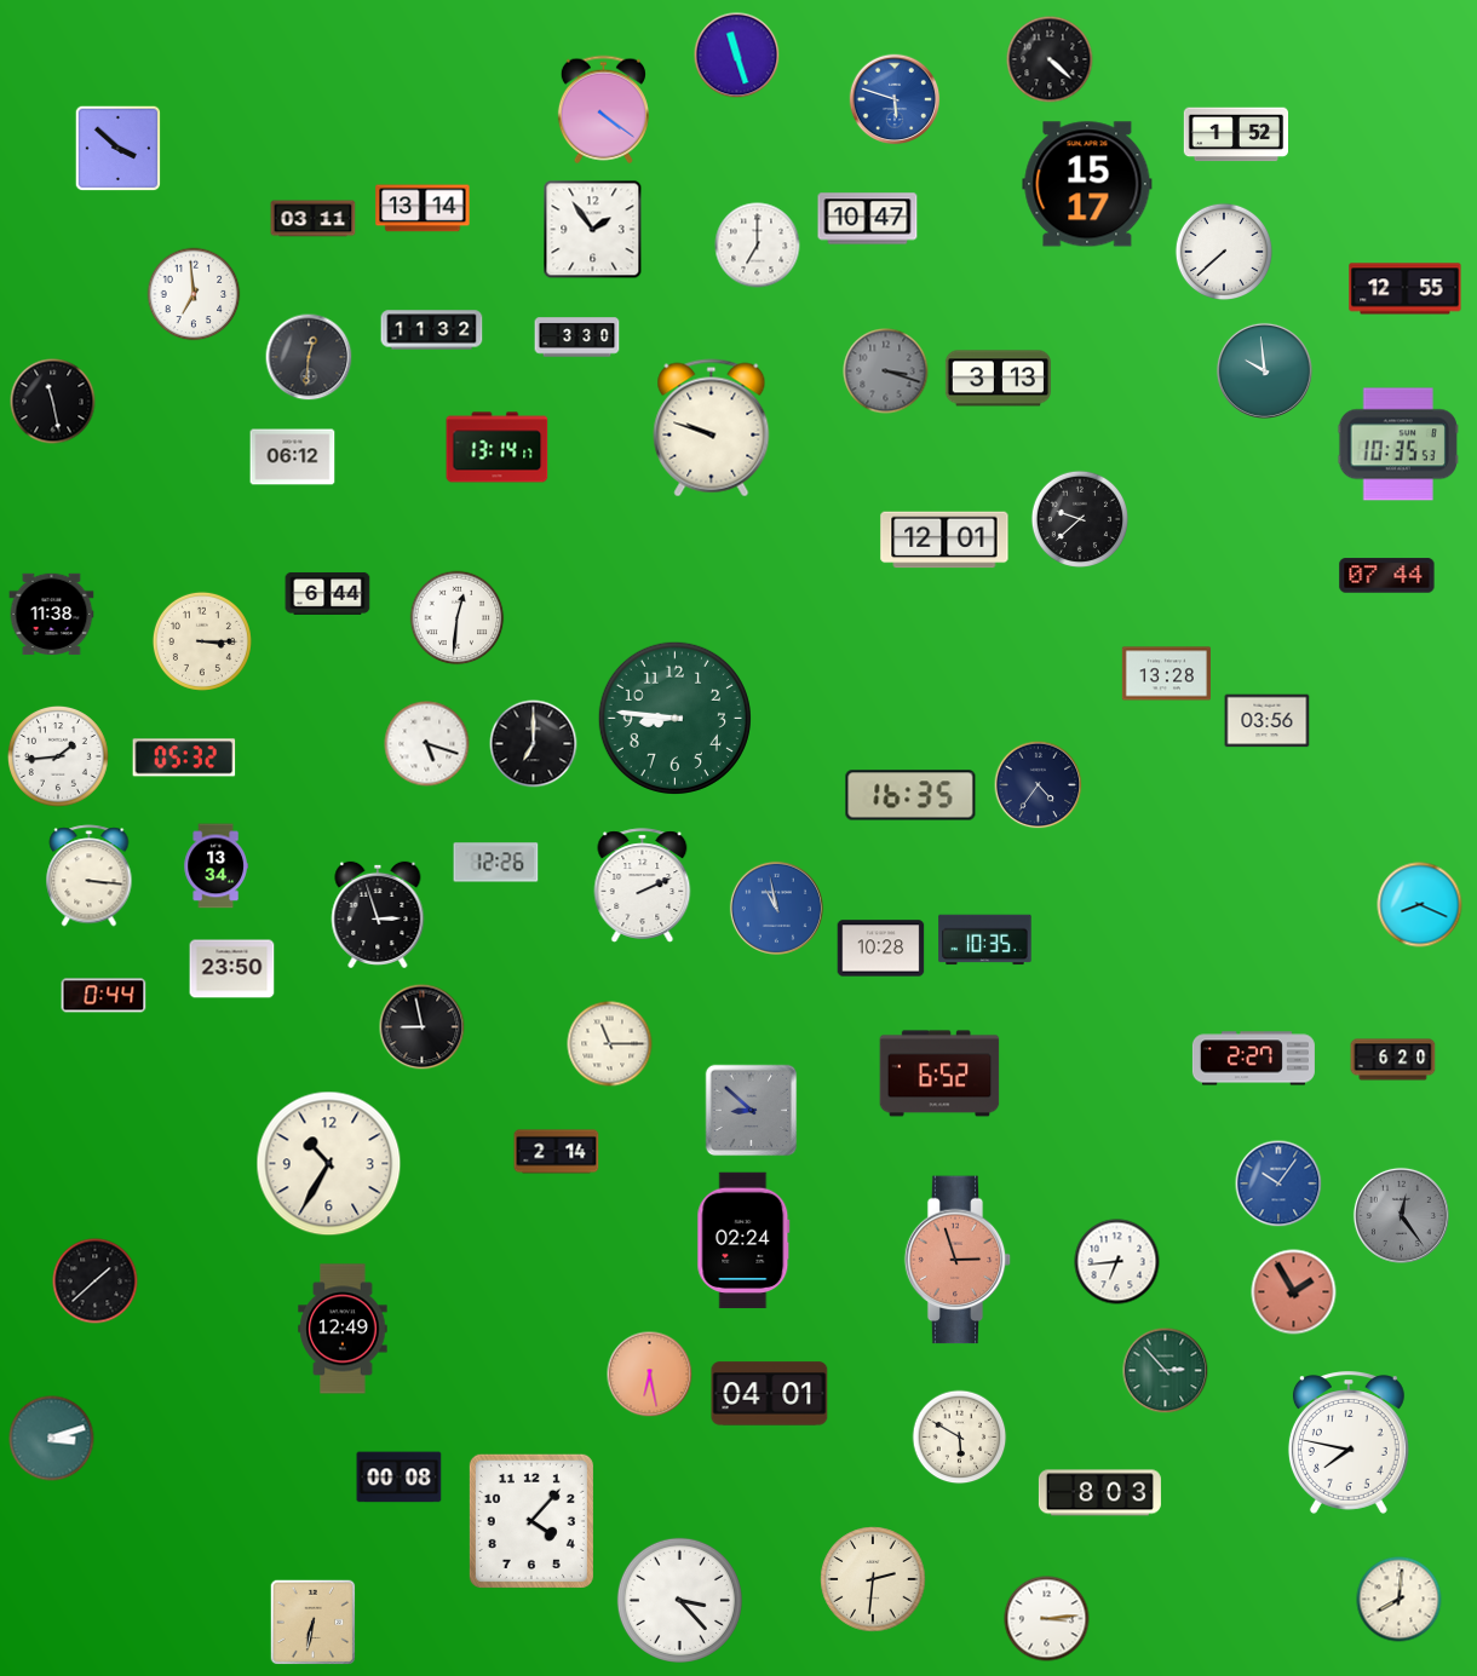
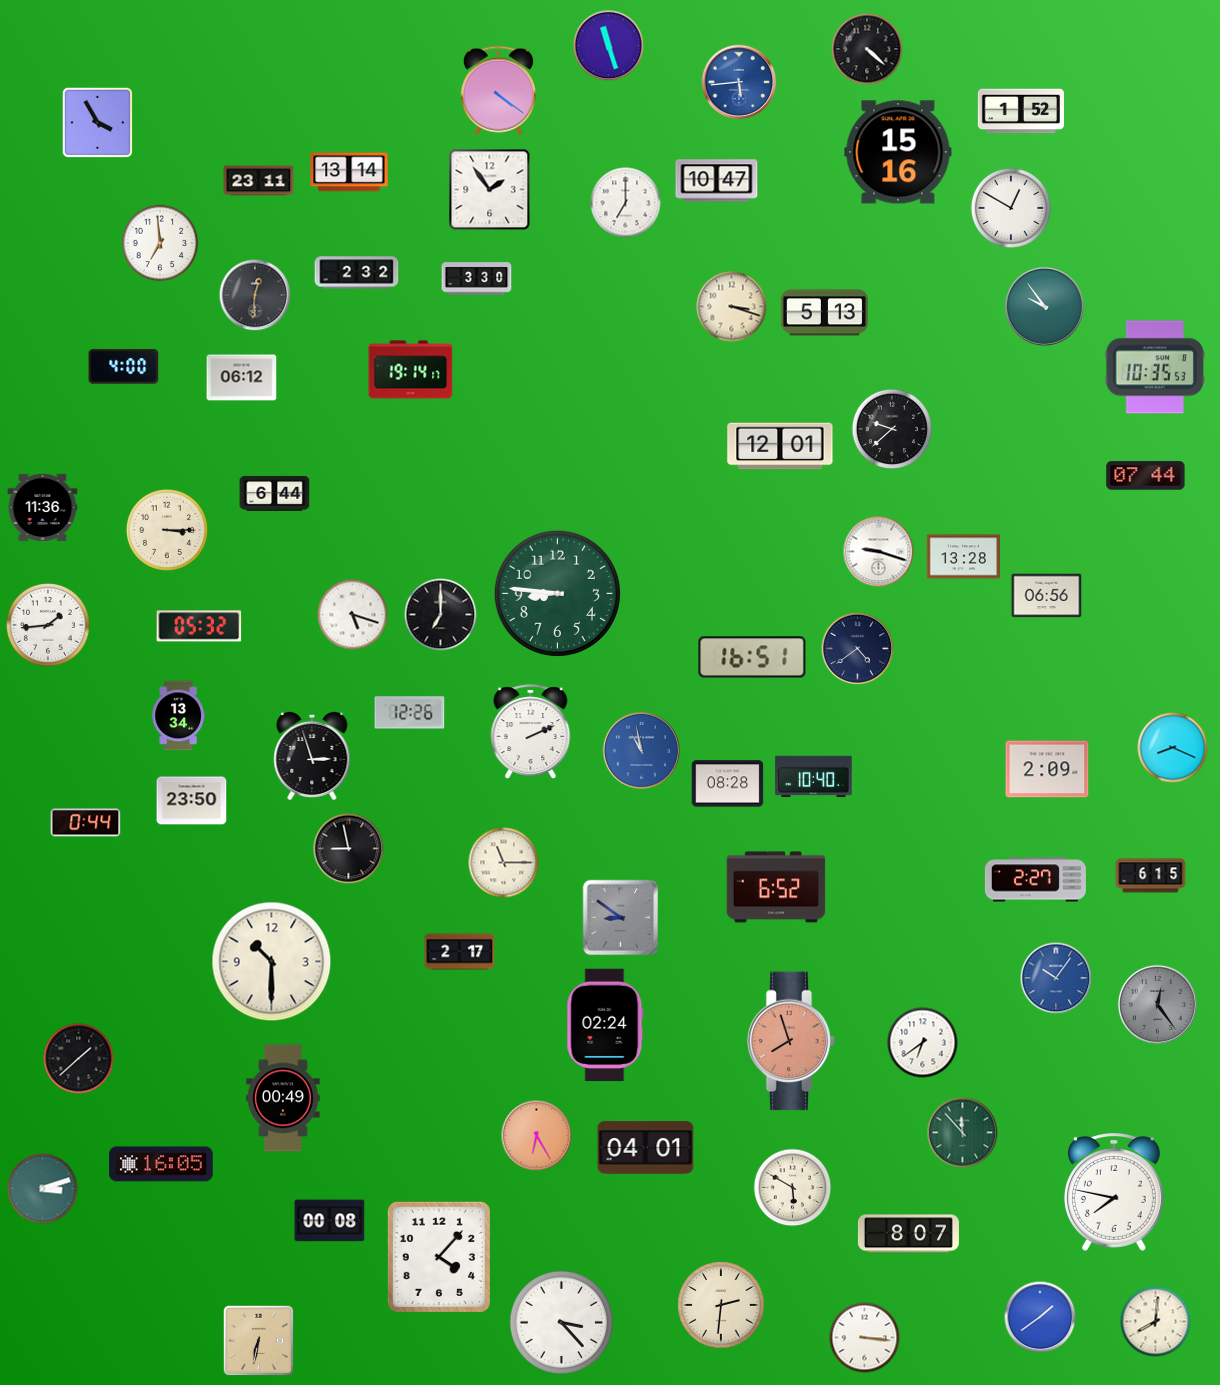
clock at (895, 99): 5:48 -> 5:44
clock at (119, 149): 3:52 -> 3:55
clock at (1087, 184): 15:17 -> 15:16
clock at (314, 219): 03:11 -> 23:11
clock at (1223, 250): 7:38 -> 12:50
clock at (1406, 289): 12:55 -> none
clock at (432, 330): 11:32 -> 2:32
clock at (1264, 370): 9:59 -> 9:54
clock at (886, 372) dial: grey -> cream
clock at (998, 379): 3:13 -> 5:13
clock at (53, 402): 11:28 -> none
clock at (712, 428): 9:48 -> none
clock at (124, 367): none -> 4:00
clock at (498, 448): 13:14 -> 19:14
clock at (328, 593) position: (328, 593) -> (275, 493)
clock at (52, 615): 11:38 -> 11:36
clock at (458, 618): 12:31 -> none
clock at (879, 552): none -> 9:18
clock at (1268, 721): 03:56 -> 06:56
clock at (184, 758) position: (184, 758) -> (199, 626)
clock at (1039, 785): 4:36 -> 4:39
clock at (910, 795): 16:35 -> 16:51
clock at (90, 876): 3:16 -> none
clock at (1047, 769): none -> 2:09
clock at (985, 940): 10:35 -> 10:40
clock at (881, 949): 10:28 -> 08:28
clock at (1253, 1059) position: (1253, 1059) -> (1035, 880)
clock at (1393, 1060): 6:20 -> 6:15
clock at (752, 1111): 8:52 -> 8:51
clock at (557, 1152): 2:14 -> 2:17
clock at (329, 1164): 10:35 -> 10:30
clock at (743, 1240) position: (743, 1240) -> (605, 1025)
clock at (958, 1260): 2:57 -> 7:57
clock at (1117, 1262): 6:44 -> 6:39
clock at (1294, 1292): 1:55 -> none
clock at (343, 1329): 12:49 -> 00:49
clock at (1166, 1371): 2:53 -> 11:53
clock at (650, 1375): 6:28 -> 6:25
clock at (770, 1394) position: (770, 1394) -> (646, 1148)
clock at (161, 1164): none -> 16:05
clock at (1099, 1493): 8:03 -> 8:07
clock at (1040, 1317): none -> 1:39
clock at (1047, 1619): 3:14 -> 3:16
